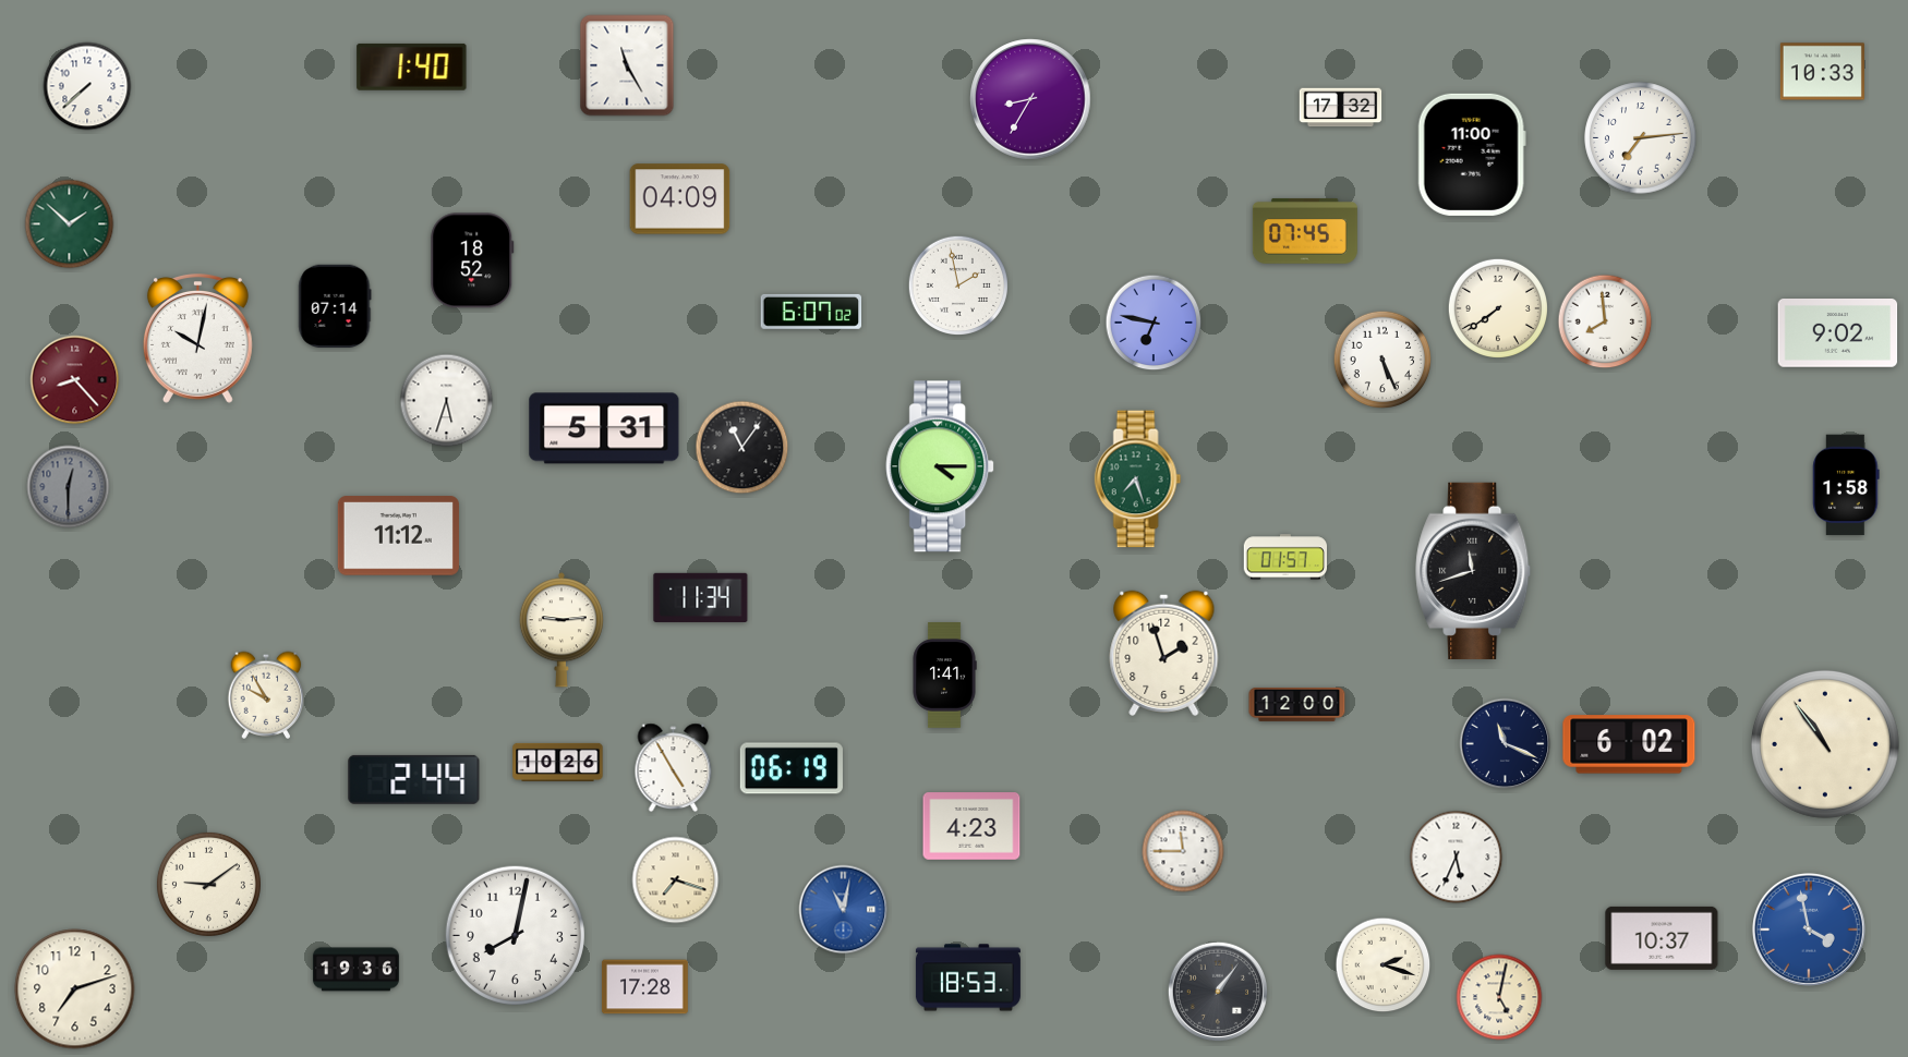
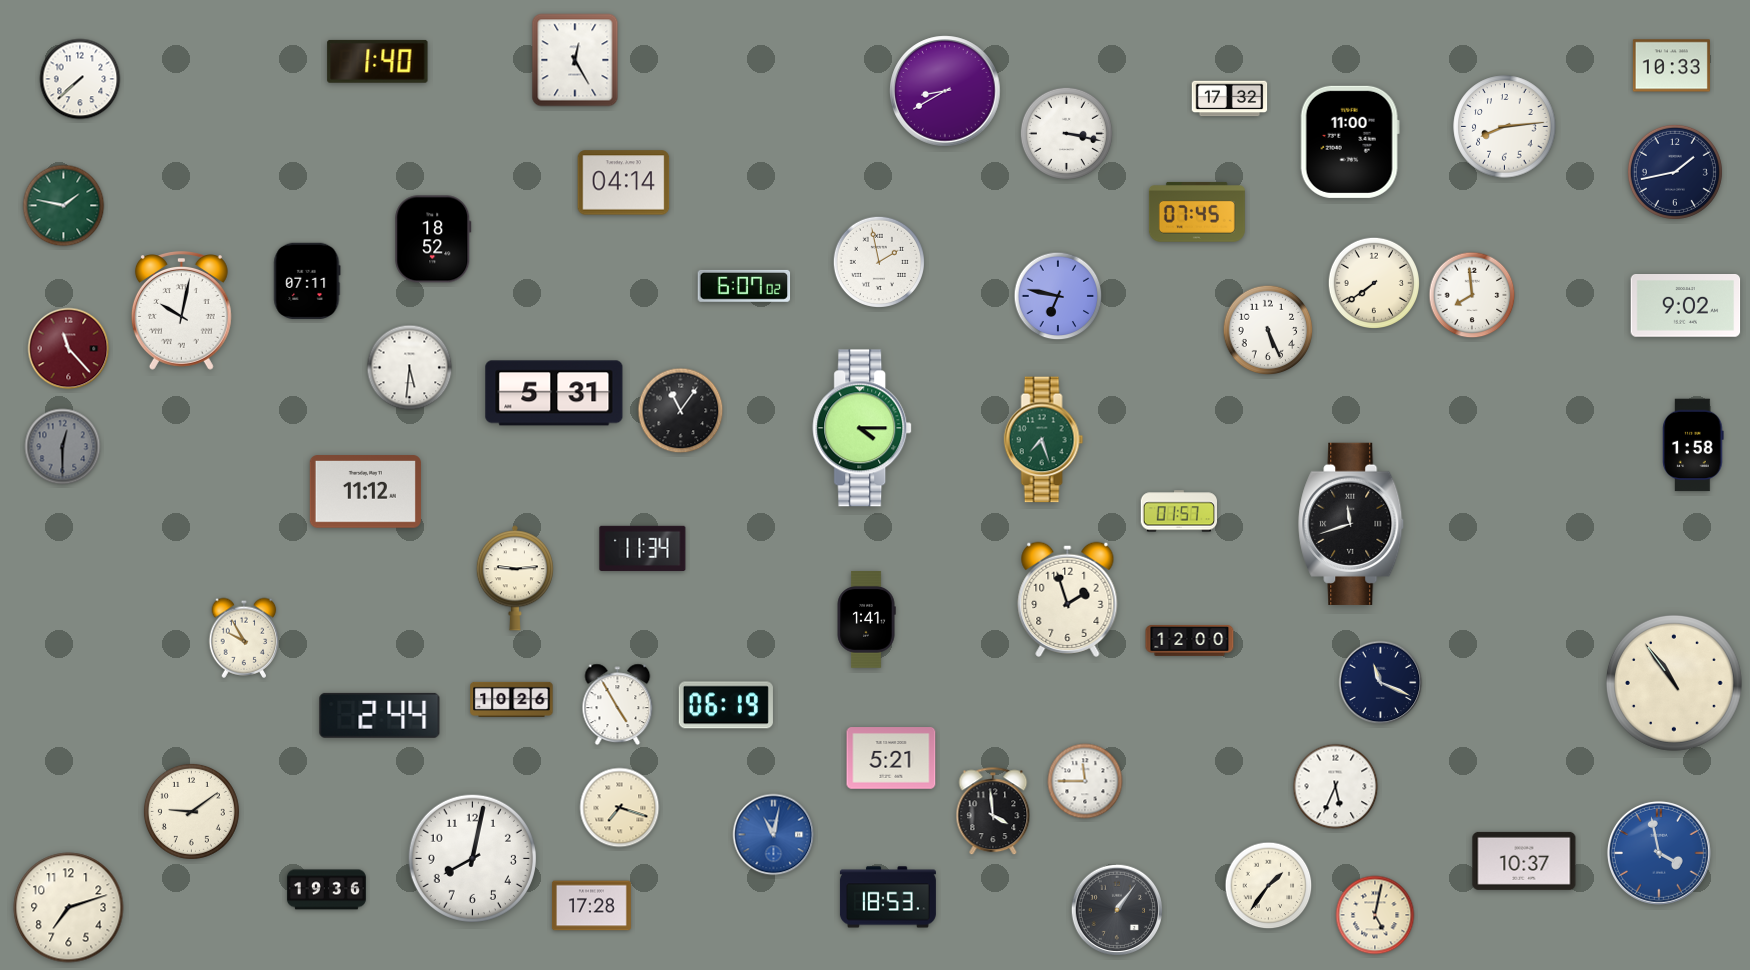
clock at (627, 65): 11:25 -> 12:25
clock at (1030, 99): 8:35 -> 8:40
clock at (1641, 138): 7:14 -> 8:14
clock at (1066, 133): none -> 3:17
clock at (1675, 172): none -> 1:43
clock at (680, 199): 04:09 -> 04:14
clock at (70, 224): 1:52 -> 1:47
clock at (335, 305): 07:14 -> 07:11
clock at (75, 380): 8:23 -> 11:23
clock at (447, 401): 5:33 -> 5:31
clock at (1297, 704) position: (1297, 704) -> (1190, 640)
clock at (1629, 744): 6:02 -> none
clock at (971, 826): 4:23 -> 5:21
clock at (993, 812): none -> 3:59
clock at (1384, 965): 2:18 -> 1:36
